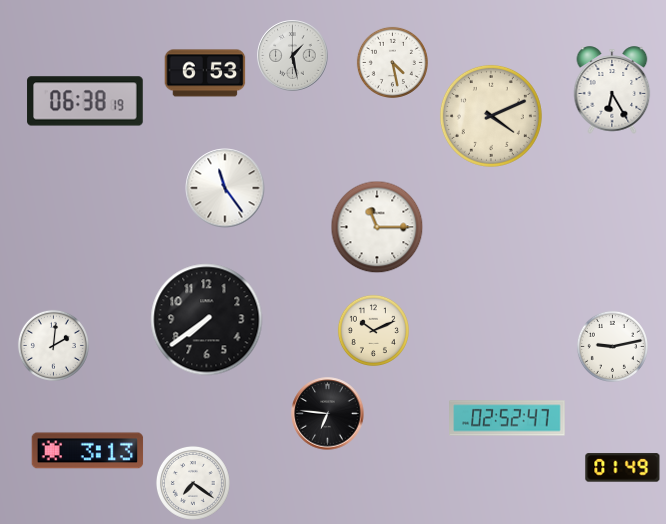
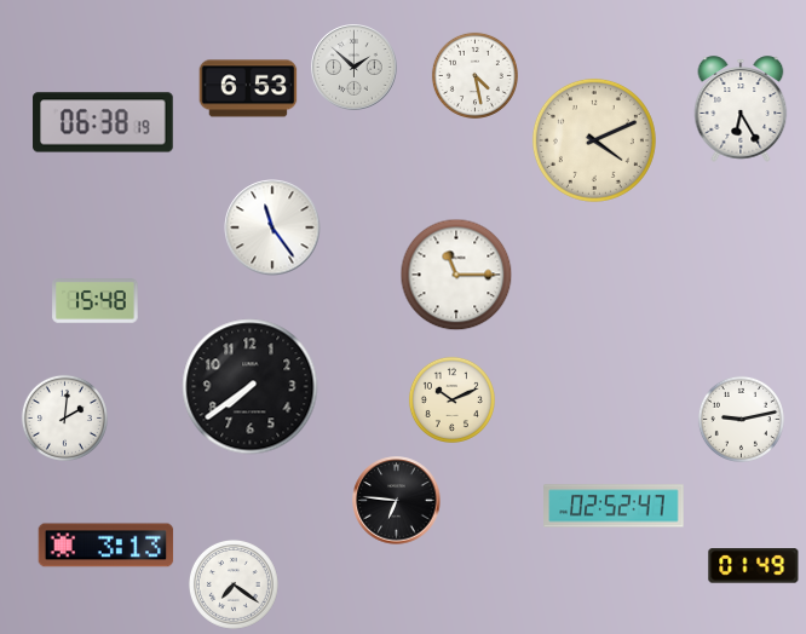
clock at (293, 56): 1:28 -> 1:52
clock at (96, 301): none -> 15:48
